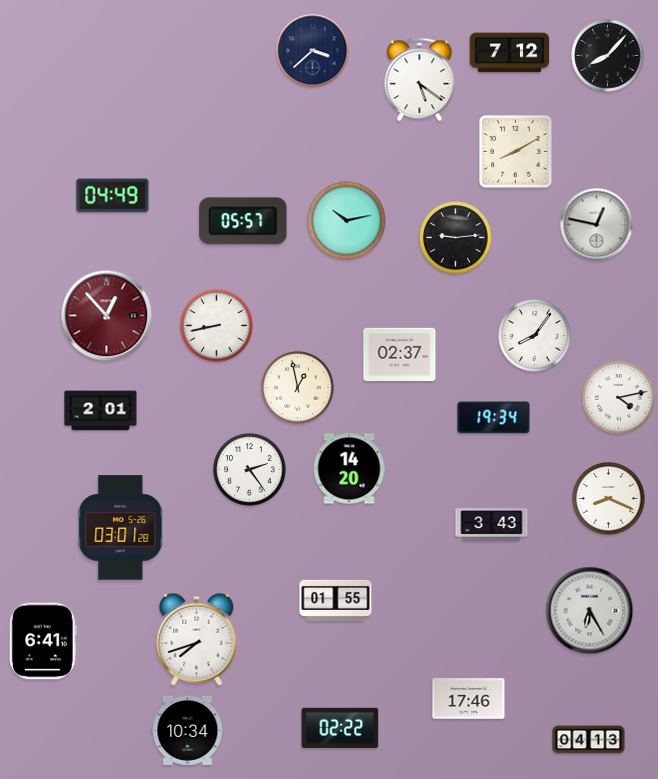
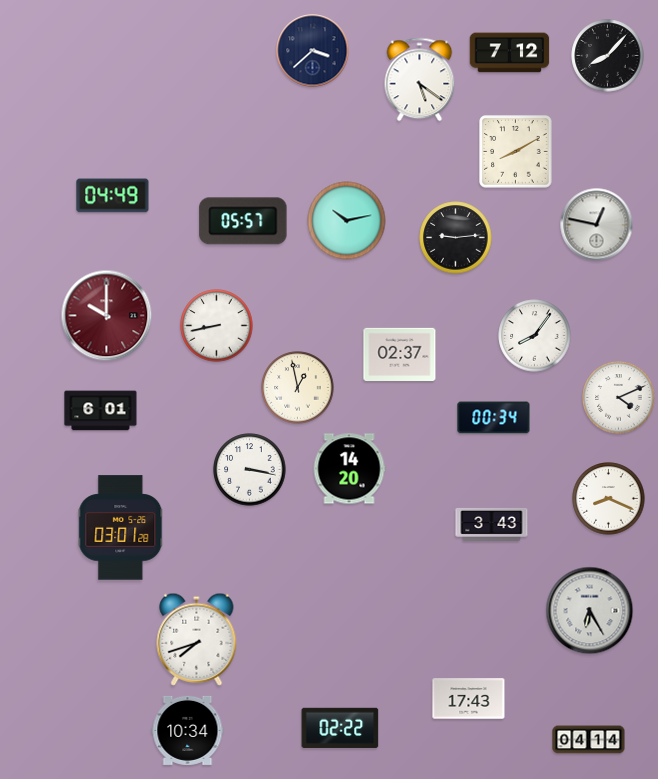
clock at (107, 316): 12:53 -> 10:00
clock at (619, 398): 4:13 -> 4:11
clock at (101, 411): 2:01 -> 6:01
clock at (494, 418): 19:34 -> 00:34
clock at (250, 470): 2:24 -> 3:17
clock at (336, 600): 01:55 -> none
clock at (43, 641): 6:41 -> none
clock at (469, 699): 17:46 -> 17:43
clock at (589, 740): 04:13 -> 04:14
